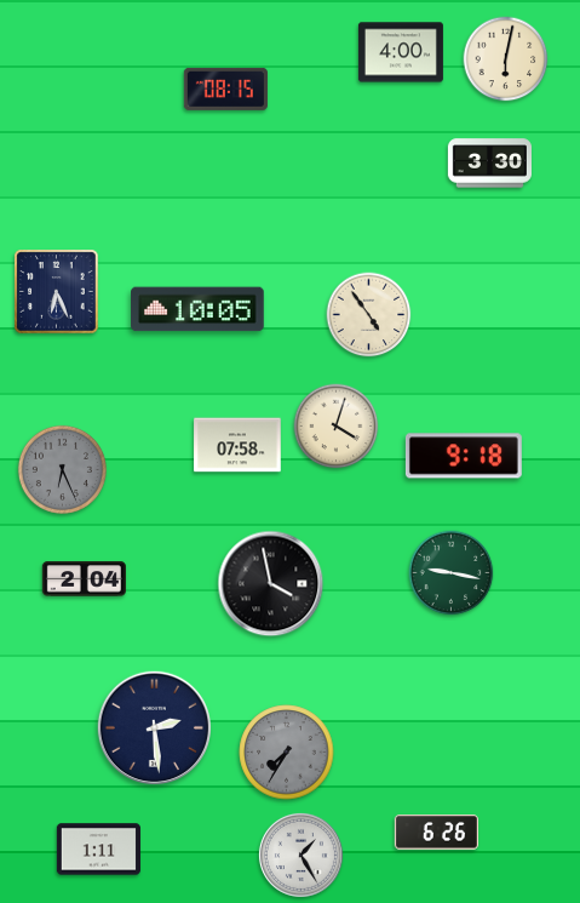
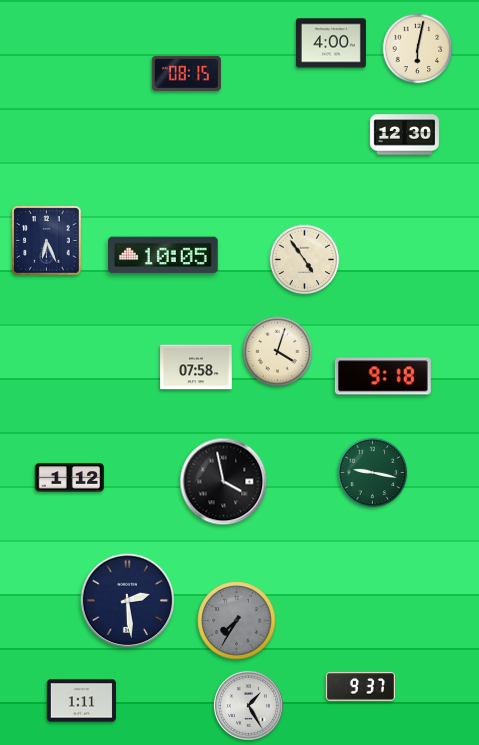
clock at (489, 164): 3:30 -> 12:30
clock at (62, 469): 6:26 -> none
clock at (84, 579): 2:04 -> 1:12
clock at (436, 833): 6:26 -> 9:37
